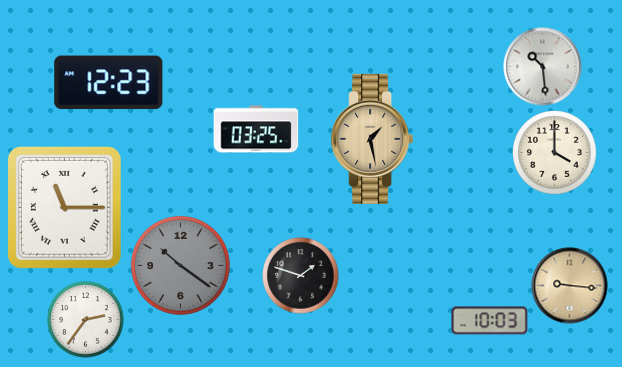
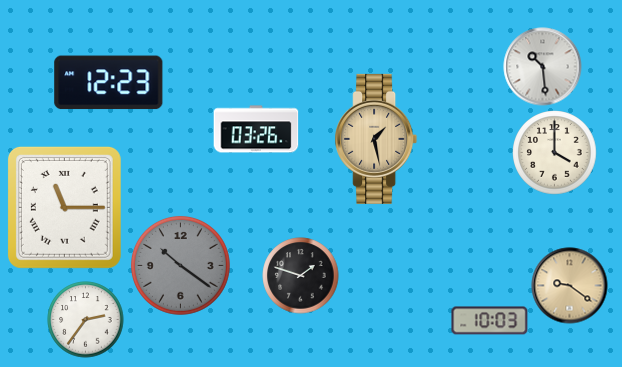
clock at (256, 129): 03:25 -> 03:26
clock at (372, 139) position: (372, 139) -> (376, 139)
clock at (570, 286): 9:16 -> 9:21
